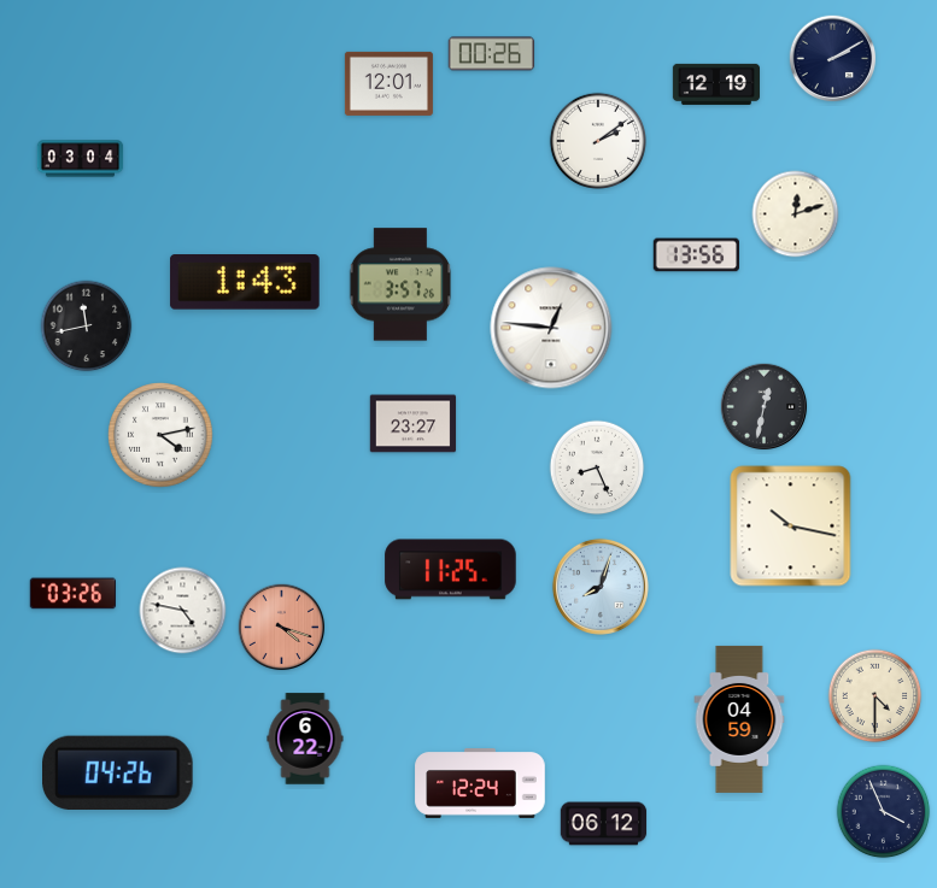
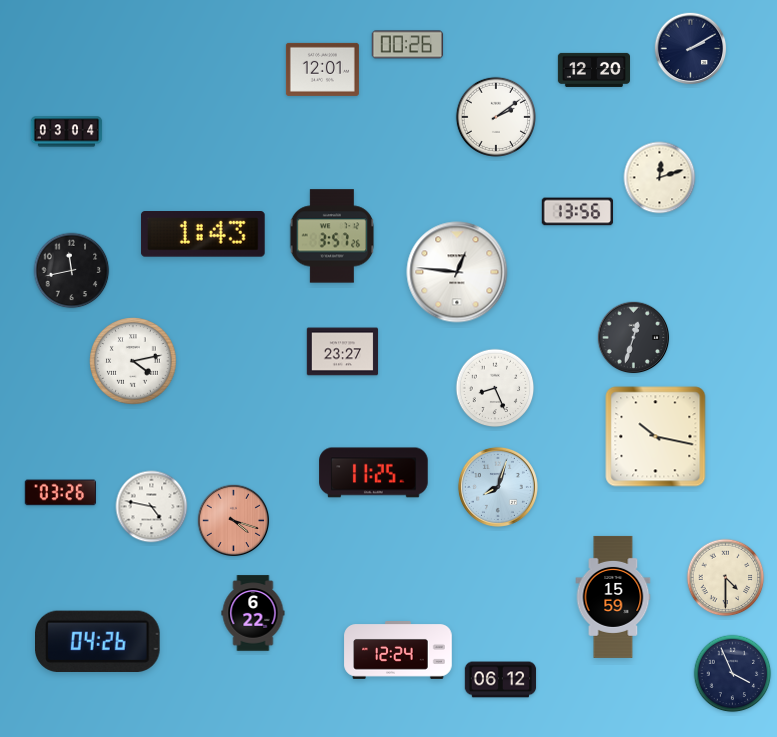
clock at (715, 84): 12:19 -> 12:20
clock at (765, 407): 12:32 -> 12:33
clock at (739, 719): 04:59 -> 15:59
clock at (604, 824) position: (604, 824) -> (501, 680)
